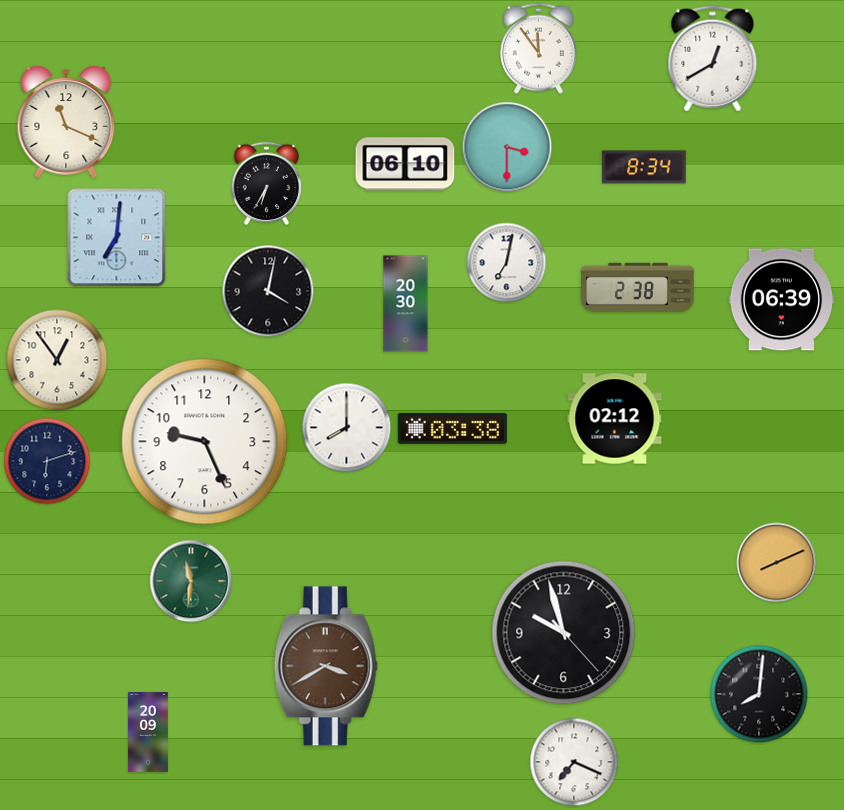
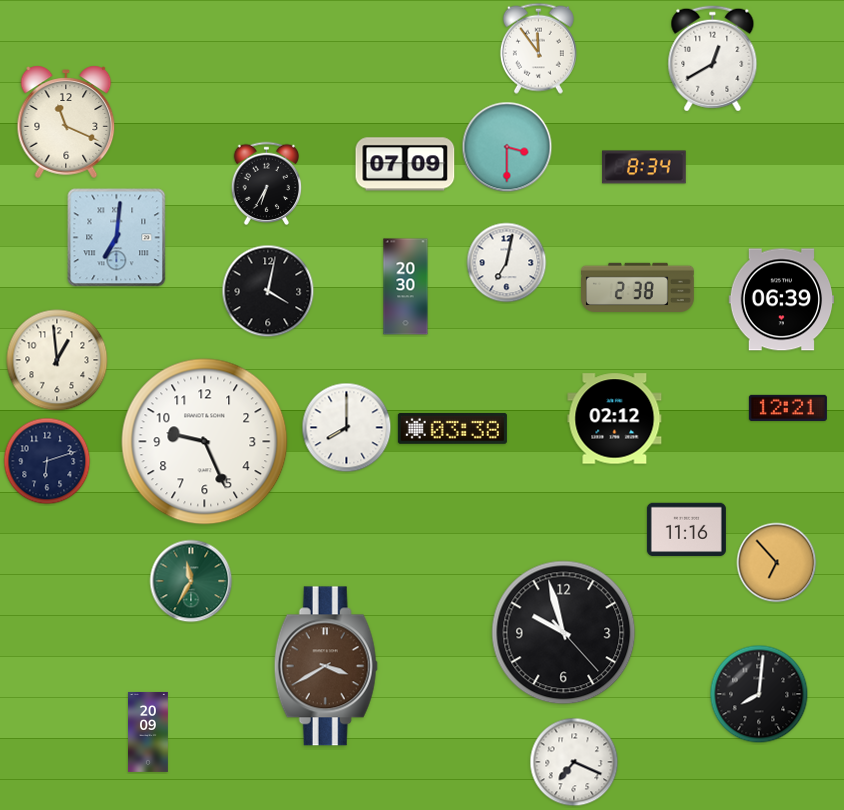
clock at (405, 164): 06:10 -> 07:09
clock at (406, 304) position: (406, 304) -> (406, 287)
clock at (57, 360): 12:54 -> 12:59
clock at (788, 408): none -> 12:21
clock at (686, 530): none -> 11:16
clock at (777, 563): 8:11 -> 6:53
clock at (191, 581): 11:31 -> 11:35
